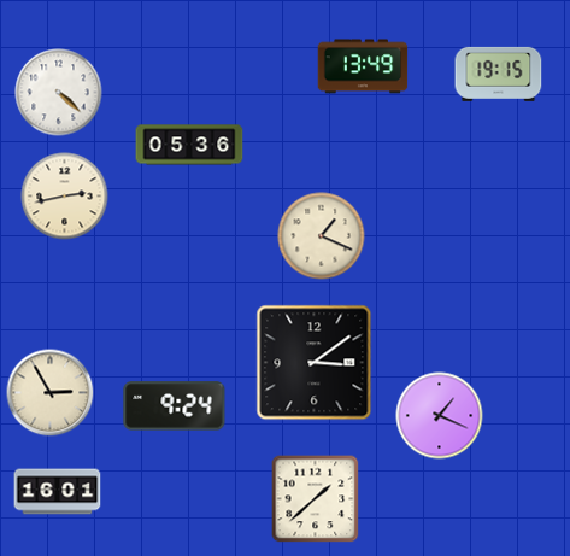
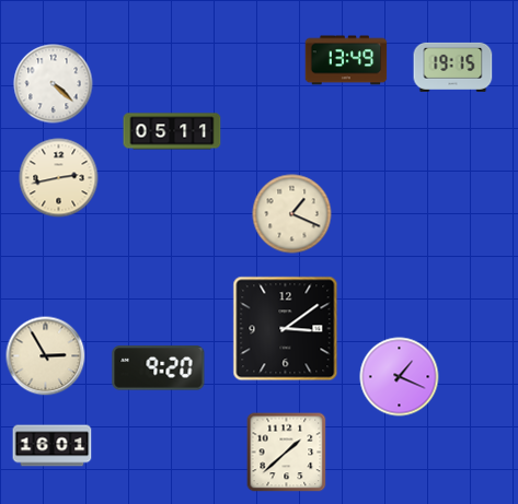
clock at (363, 66) position: (363, 66) -> (346, 60)
clock at (189, 145): 05:36 -> 05:11
clock at (175, 406): 9:24 -> 9:20
